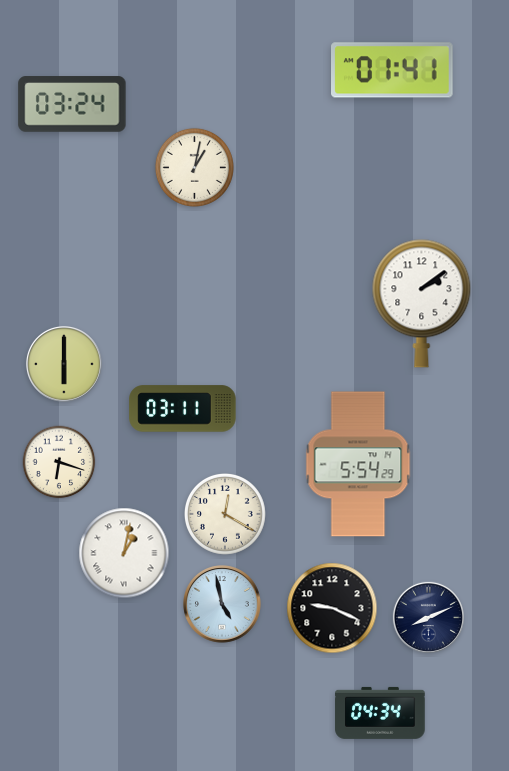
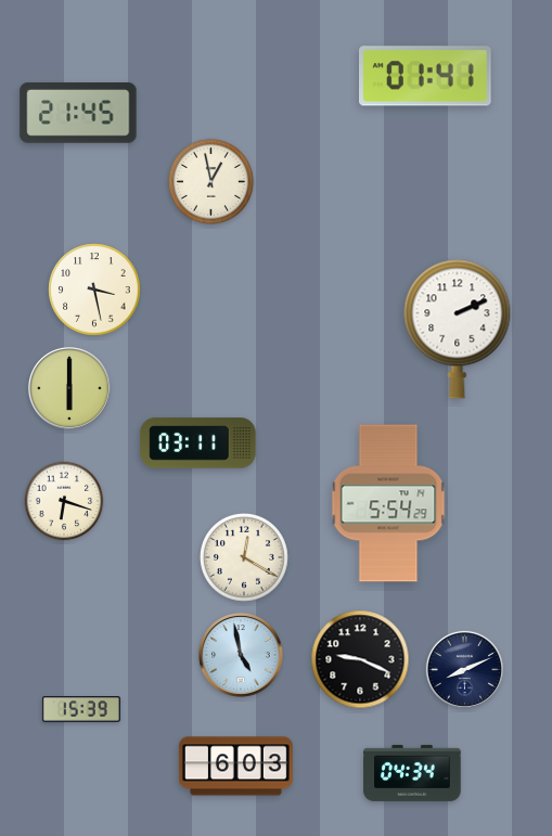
clock at (72, 104): 03:24 -> 21:45
clock at (194, 167): 1:02 -> 12:58
clock at (94, 290): none -> 3:28
clock at (422, 303): 2:09 -> 2:11
clock at (64, 364) position: (64, 364) -> (69, 388)
clock at (124, 553): 1:02 -> none
clock at (81, 710): none -> 15:39
clock at (235, 767): none -> 6:03
